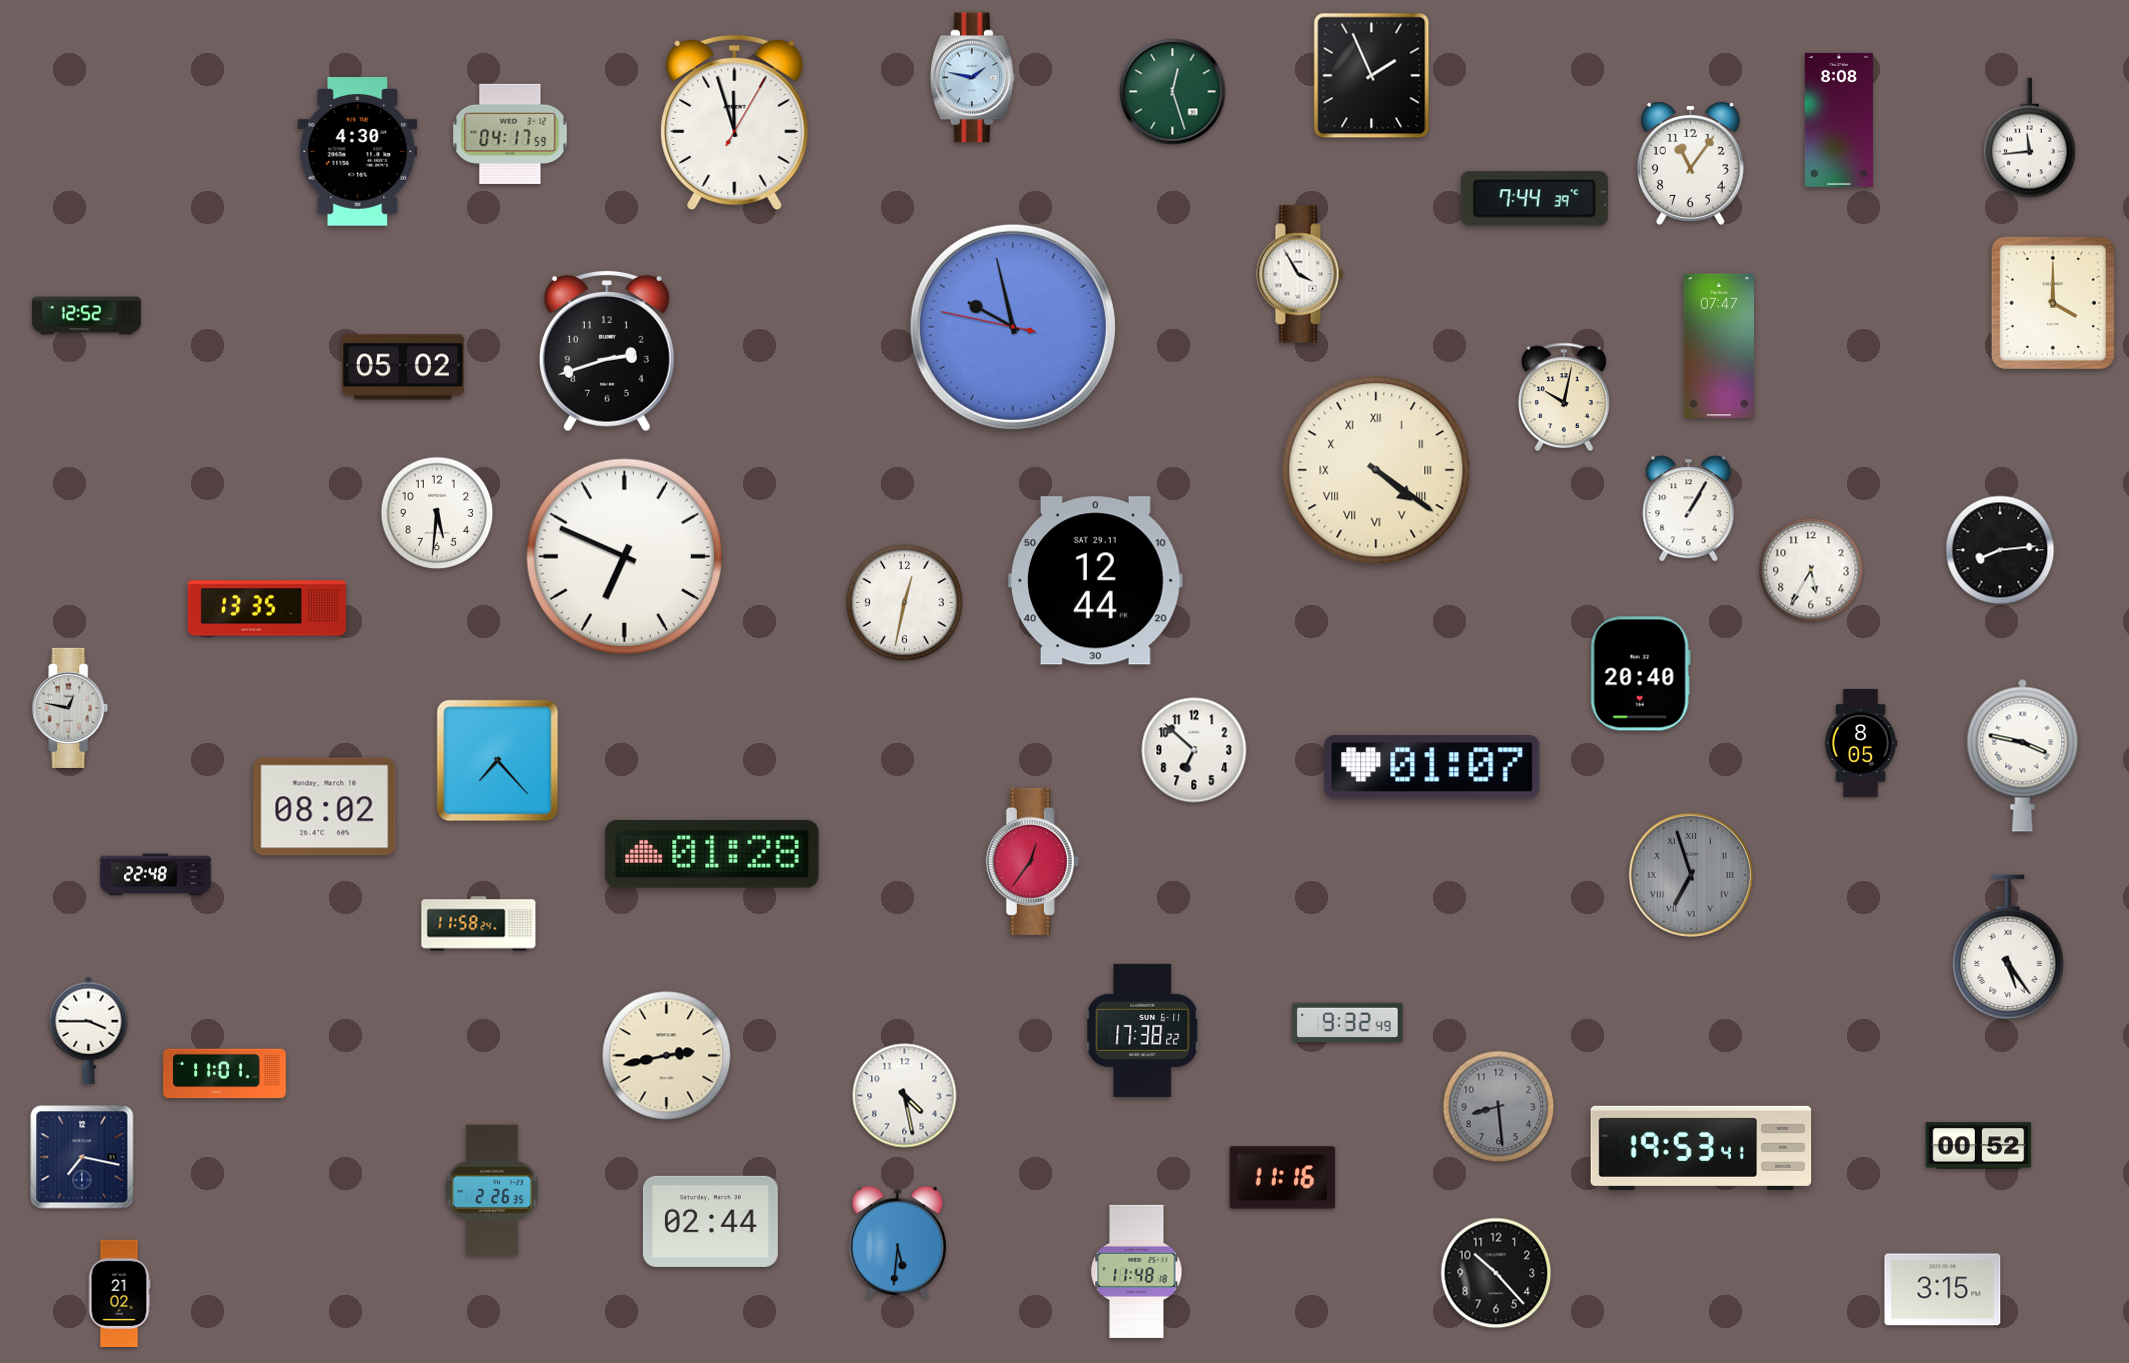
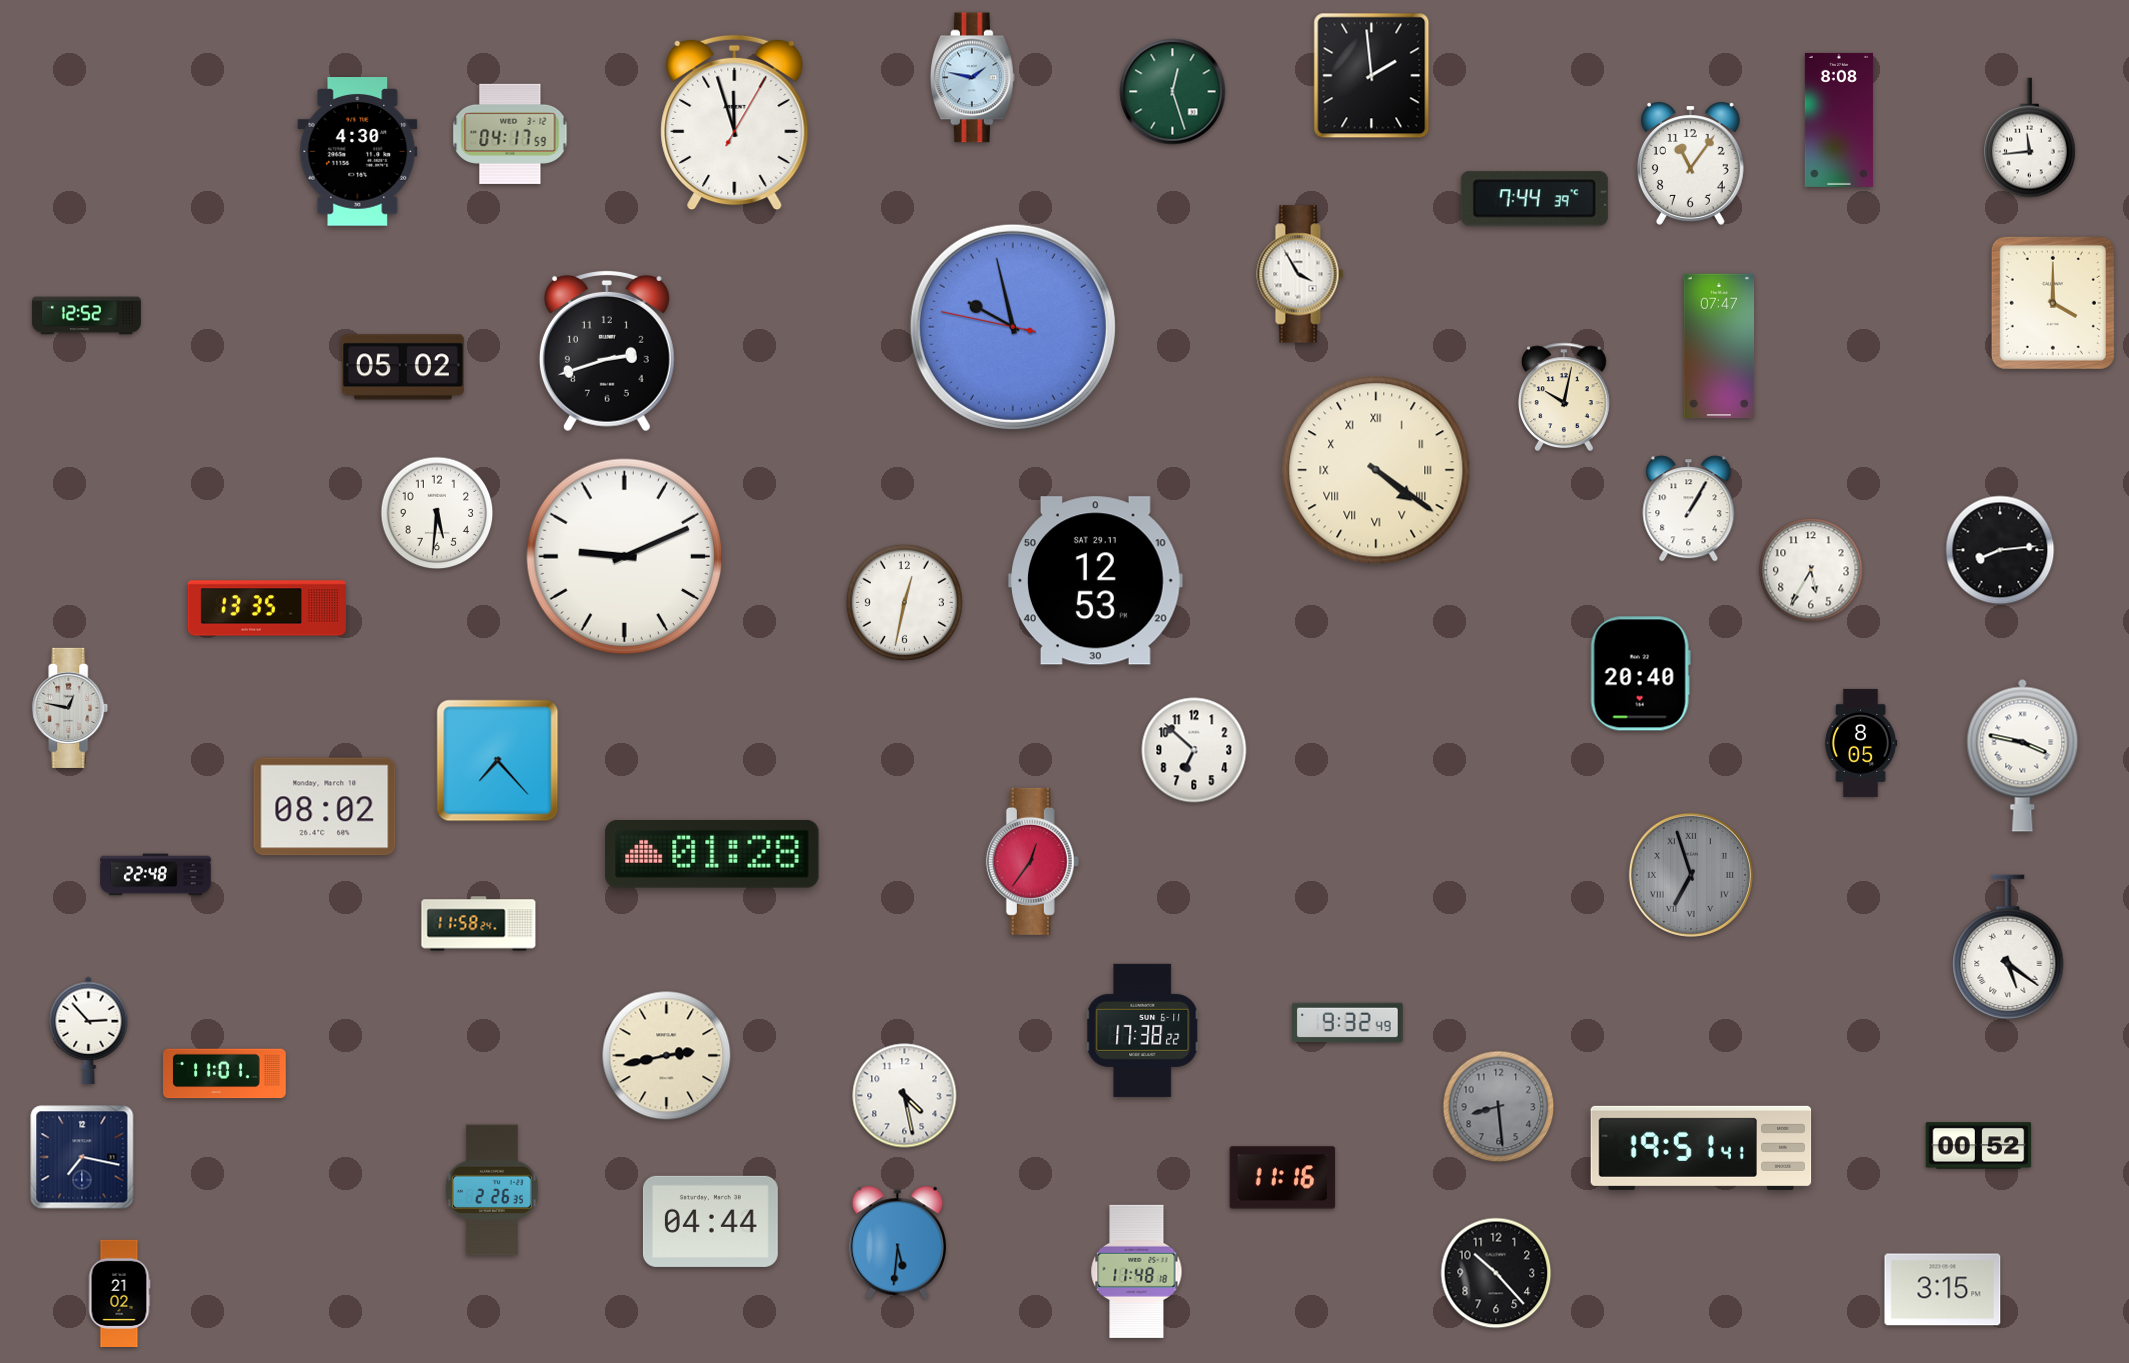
clock at (1372, 76): 1:56 -> 1:59
clock at (625, 557): 6:49 -> 9:11
clock at (1096, 581): 12:44 -> 12:53
clock at (1432, 767): 01:07 -> none
clock at (2008, 947): 5:24 -> 5:21
clock at (89, 1030): 3:45 -> 2:53
clock at (1701, 1148): 19:53 -> 19:51
clock at (710, 1221): 02:44 -> 04:44
